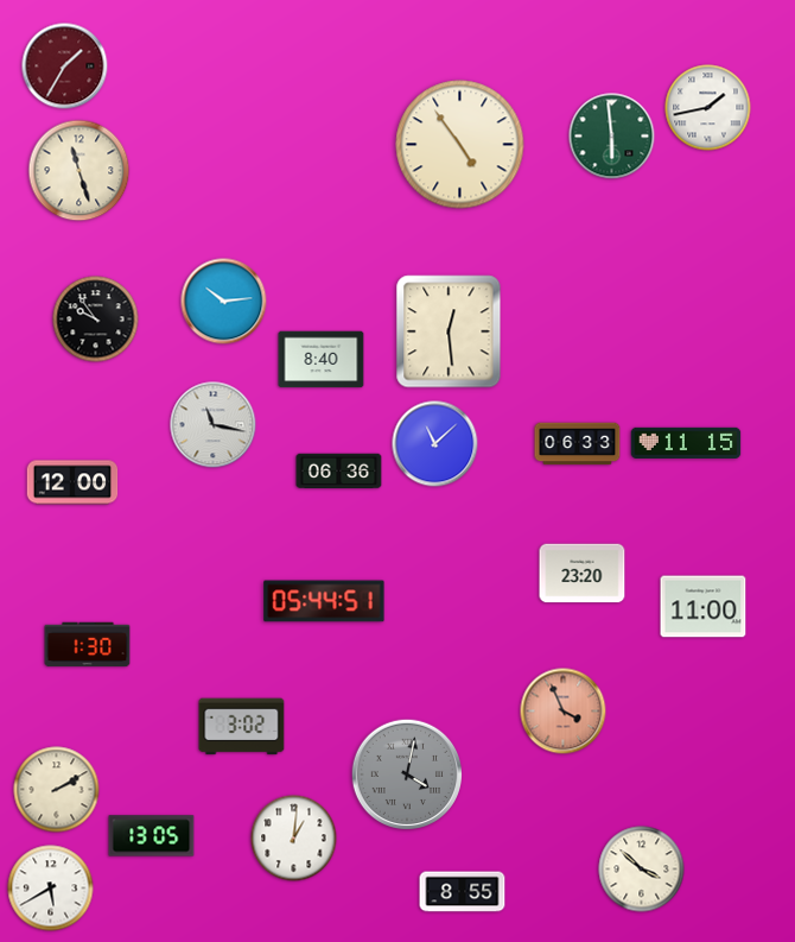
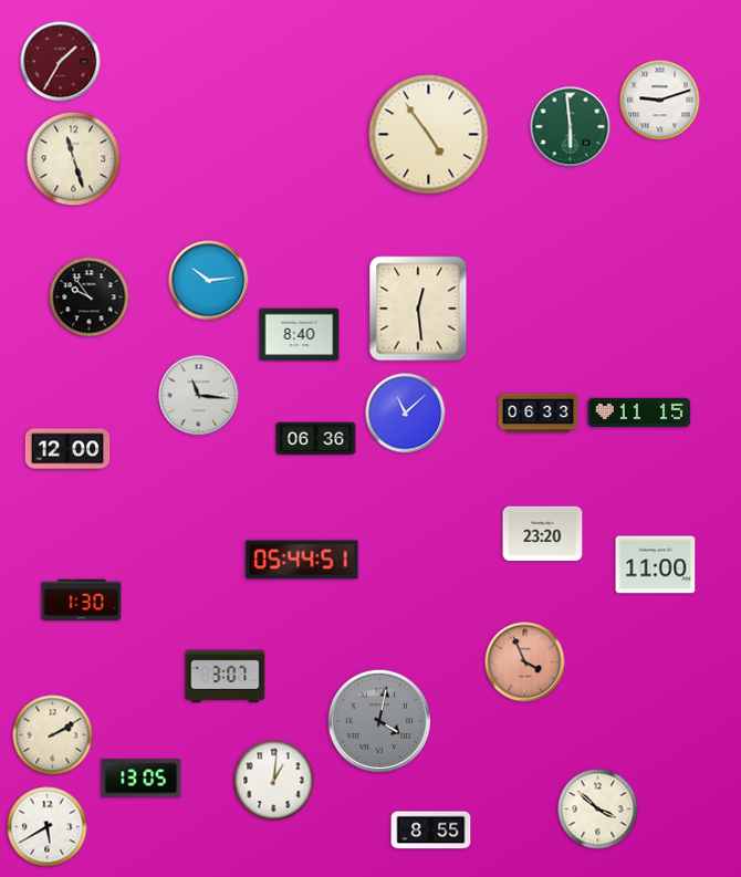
clock at (708, 108): 1:43 -> 9:12
clock at (214, 425): 11:17 -> 11:16
clock at (242, 727): 3:02 -> 3:07
